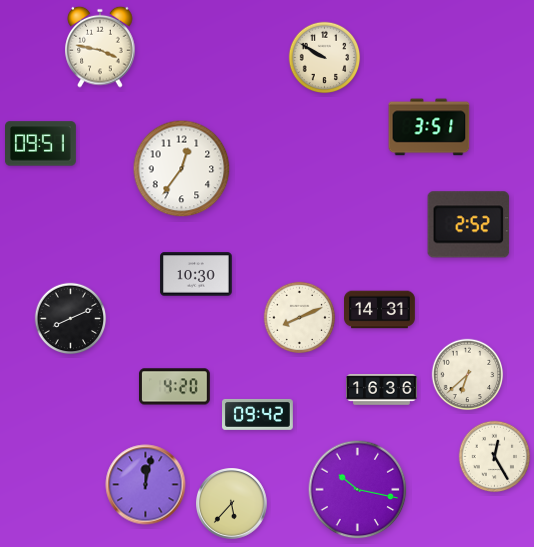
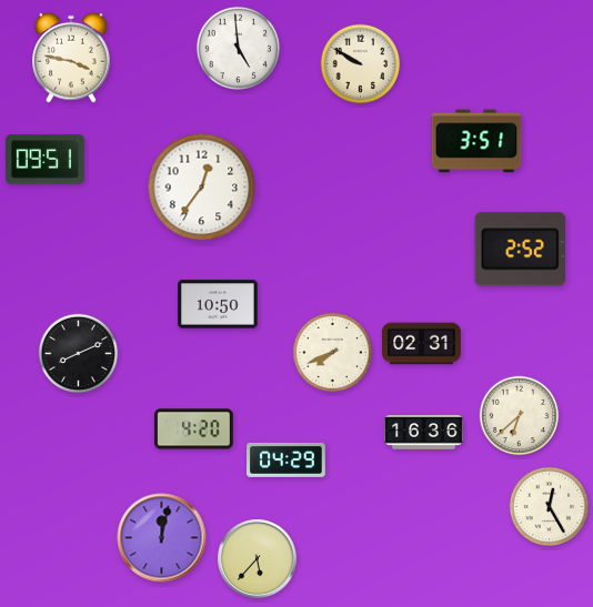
clock at (238, 48): none -> 4:59
clock at (100, 47) position: (100, 47) -> (71, 58)
clock at (196, 274): 10:30 -> 10:50
clock at (380, 310): 14:31 -> 02:31
clock at (300, 318): 8:11 -> 7:41
clock at (258, 414): 09:42 -> 04:29
clock at (358, 490): 10:17 -> none
